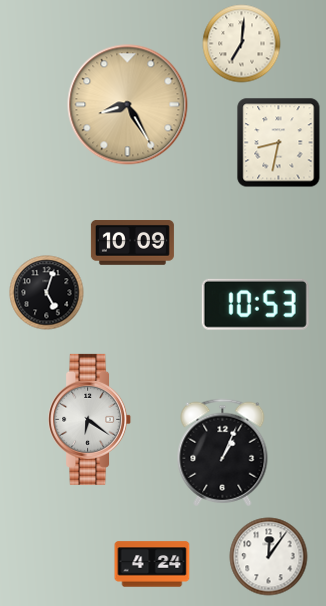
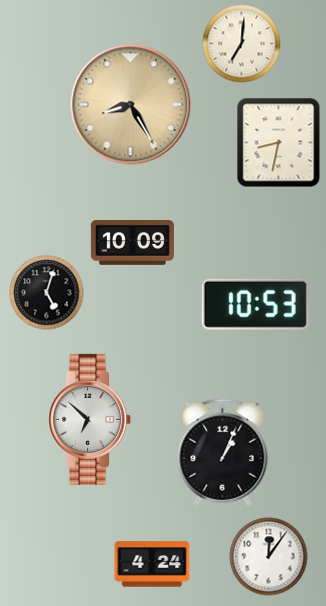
clock at (128, 105) position: (128, 105) -> (131, 105)
clock at (90, 419): 6:21 -> 6:52
